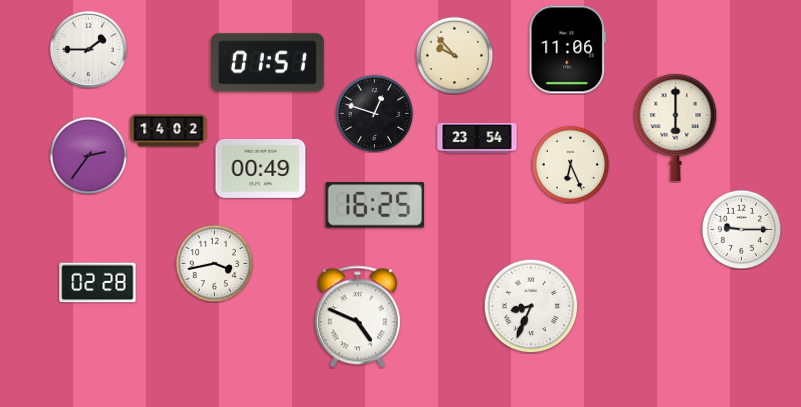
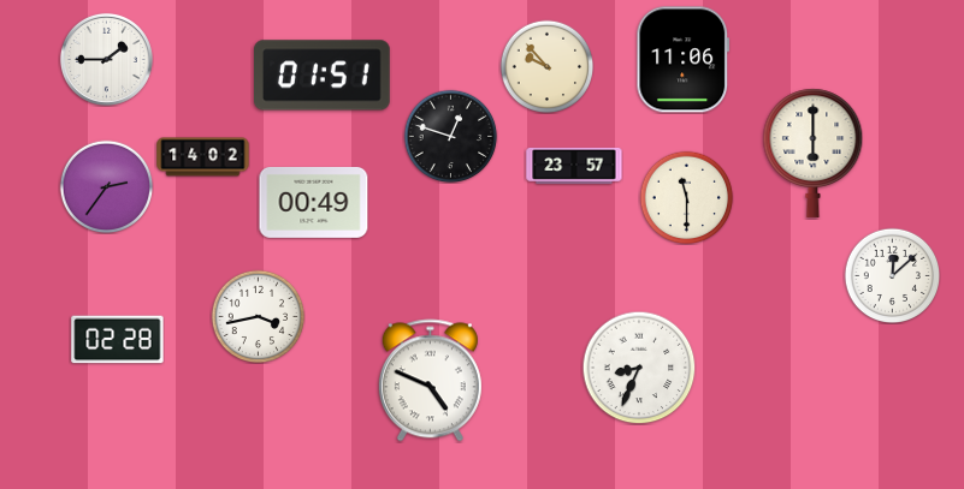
clock at (477, 138): 23:54 -> 23:57
clock at (570, 164): 6:26 -> 11:30
clock at (375, 205): 16:25 -> none
clock at (741, 229): 9:15 -> 12:08
